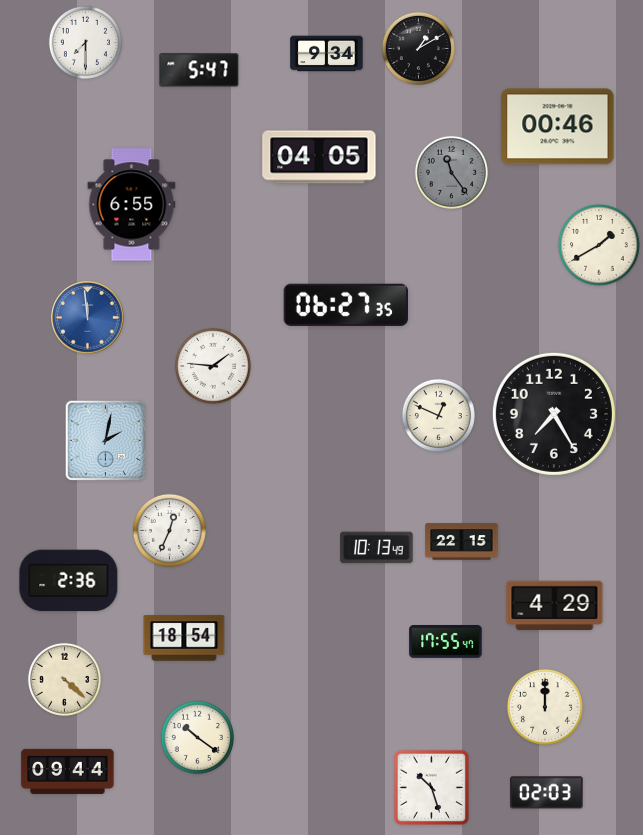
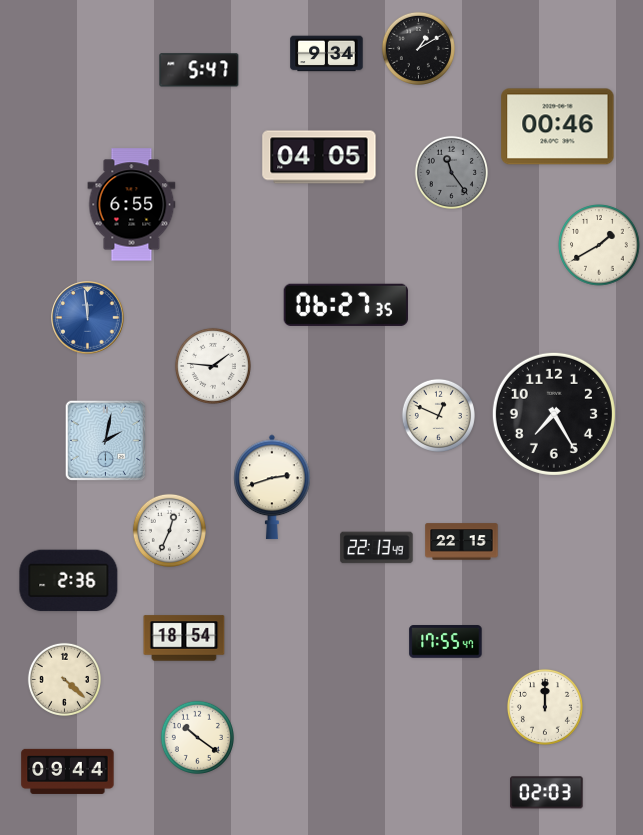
clock at (85, 42): 7:30 -> none
clock at (272, 487): none -> 2:42
clock at (377, 548): 10:13 -> 22:13
clock at (555, 606): 4:29 -> none
clock at (431, 787): 10:27 -> none
